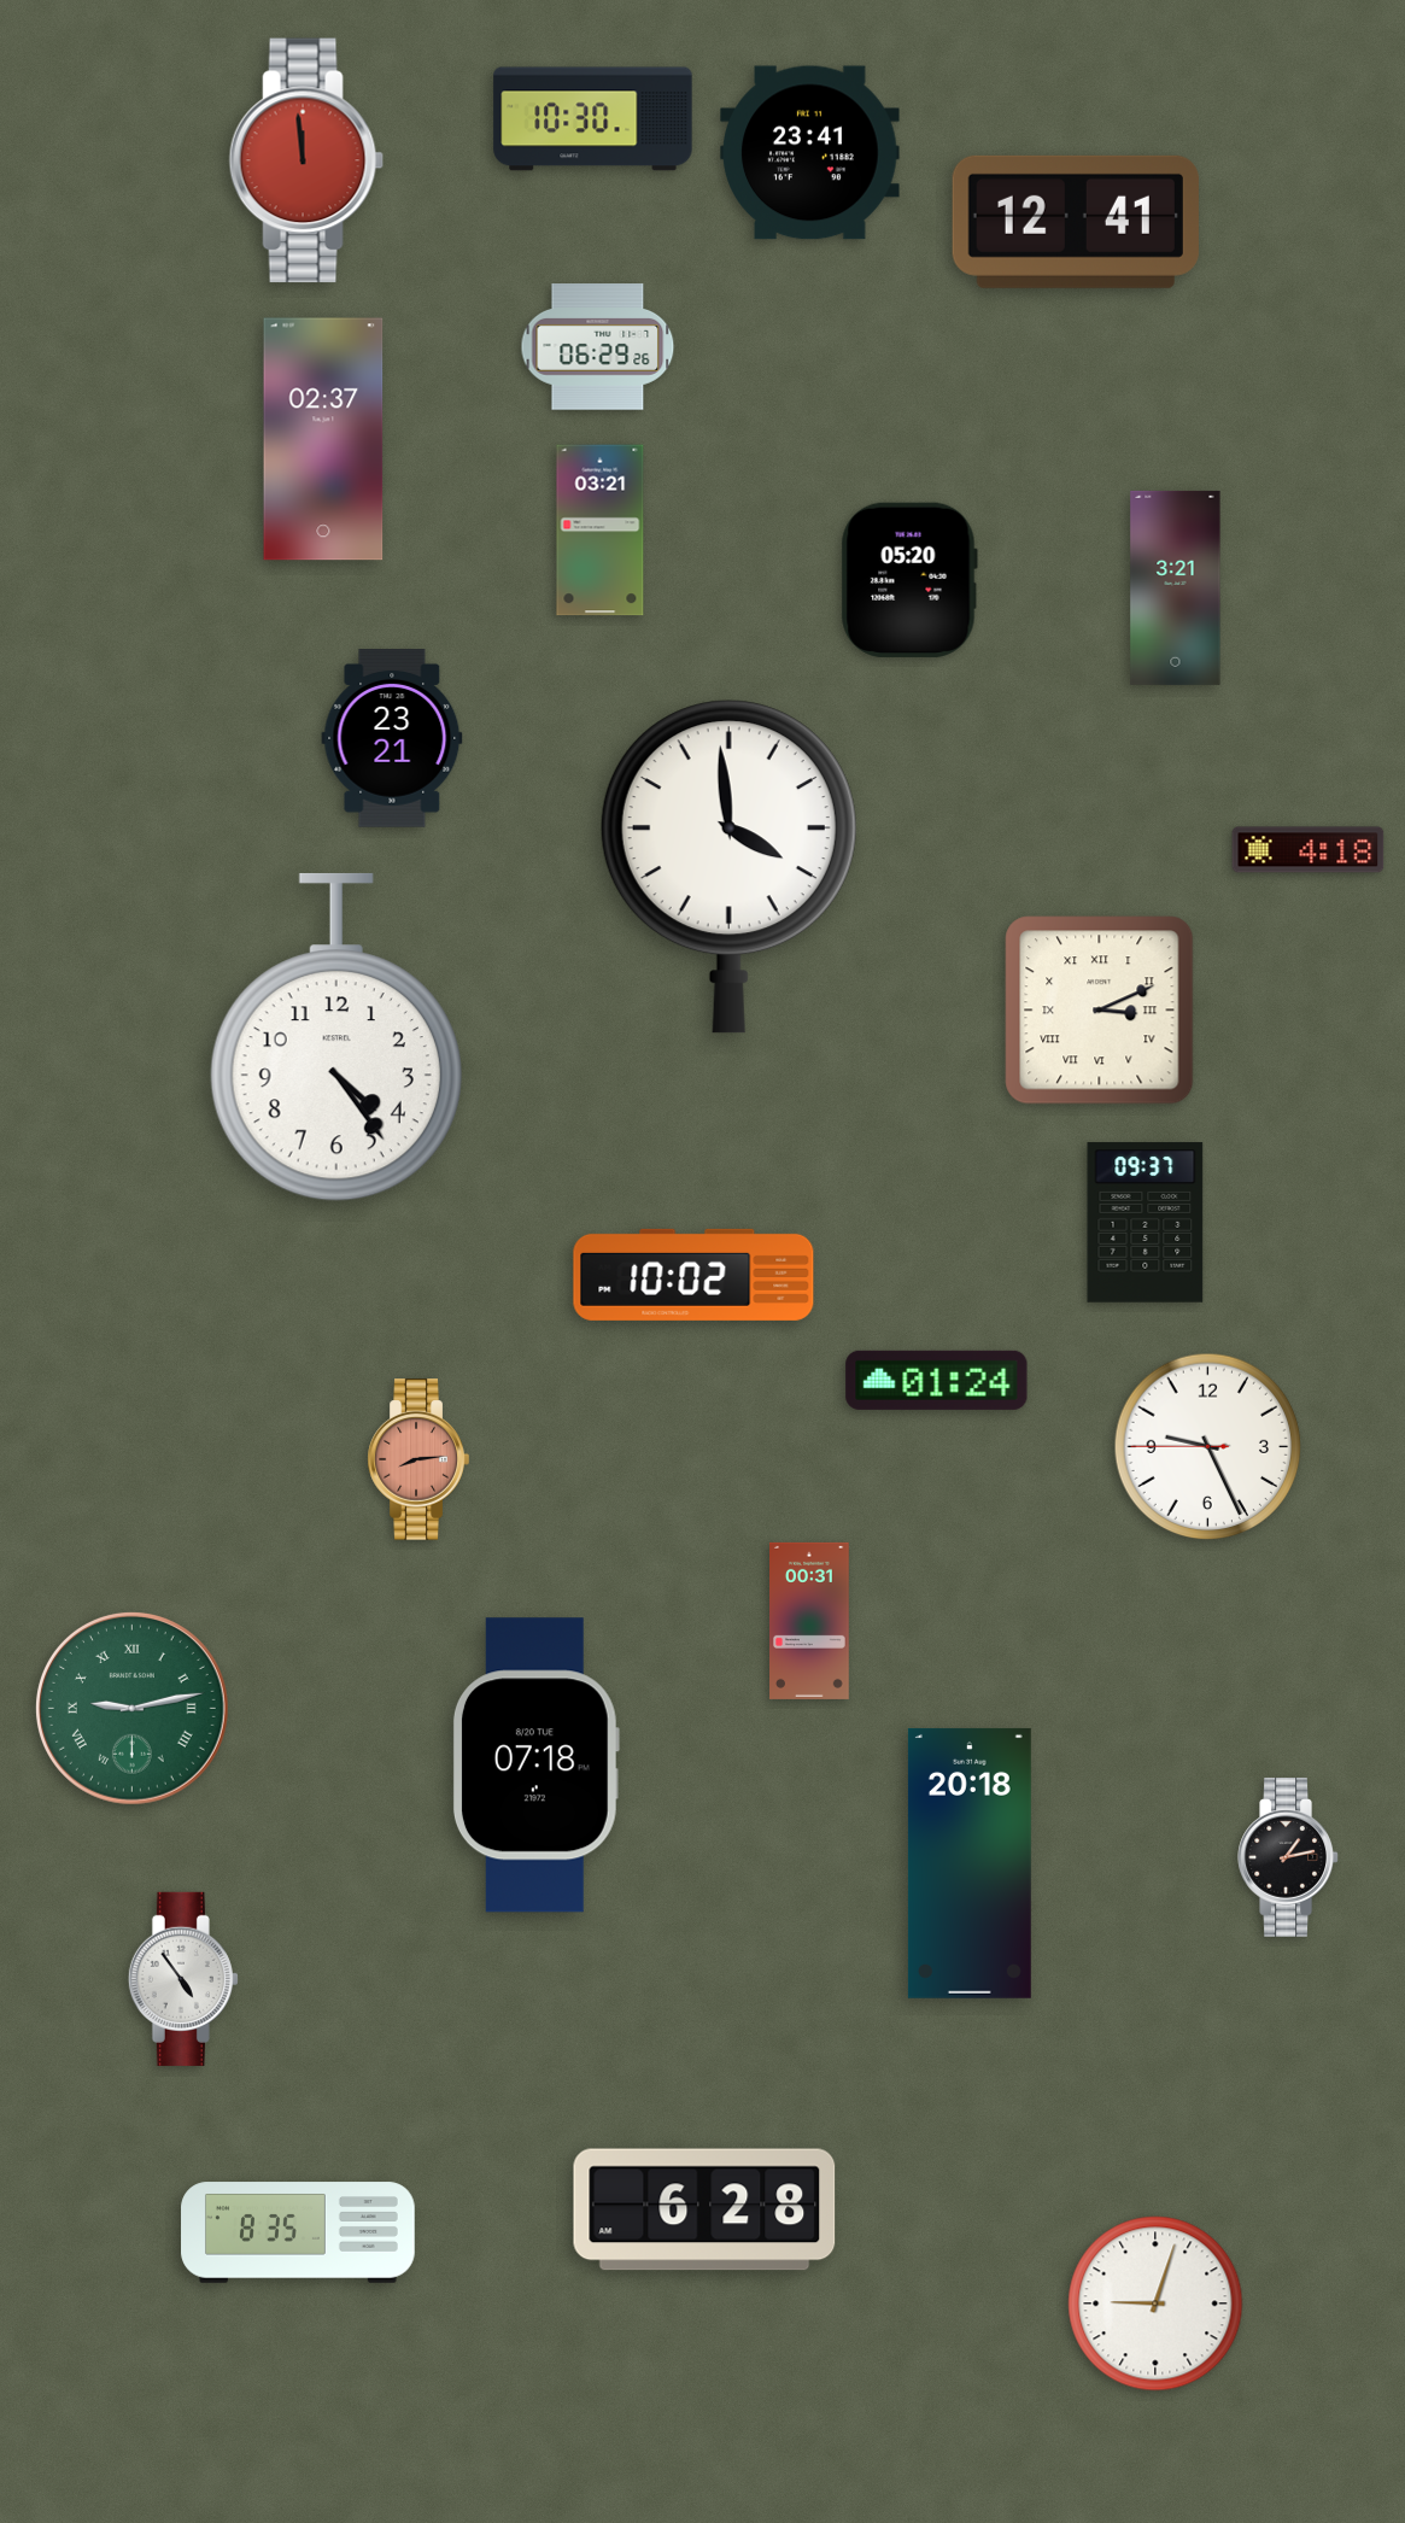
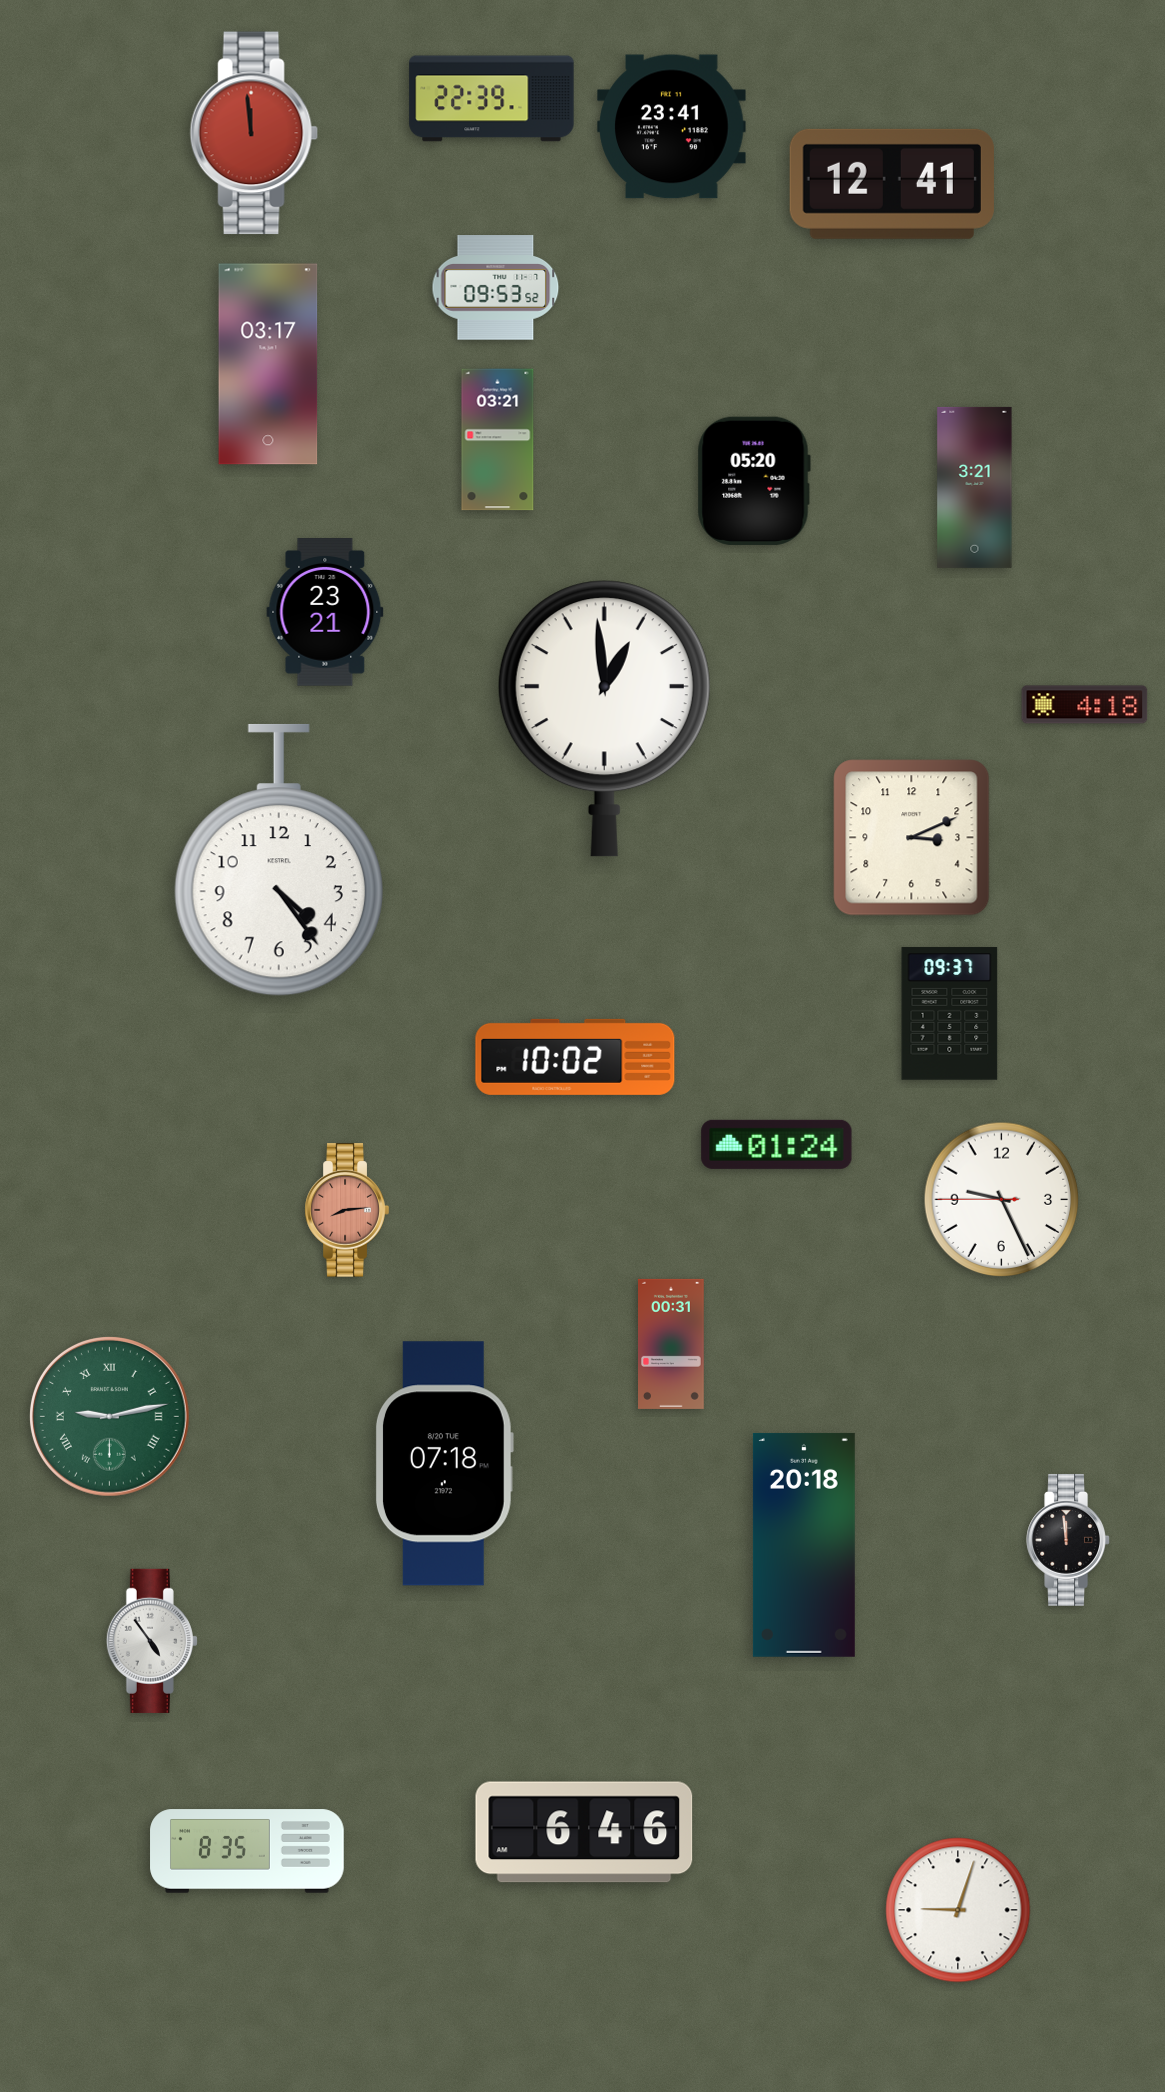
clock at (593, 119): 10:30 -> 22:39
clock at (598, 347): 06:29 -> 09:53
clock at (323, 439): 02:37 -> 03:17
clock at (728, 867): 3:59 -> 12:59
clock at (1100, 1011) numerals: Roman -> Arabic
clock at (1288, 1857): 1:13 -> 11:59
clock at (704, 2209): 6:28 -> 6:46
